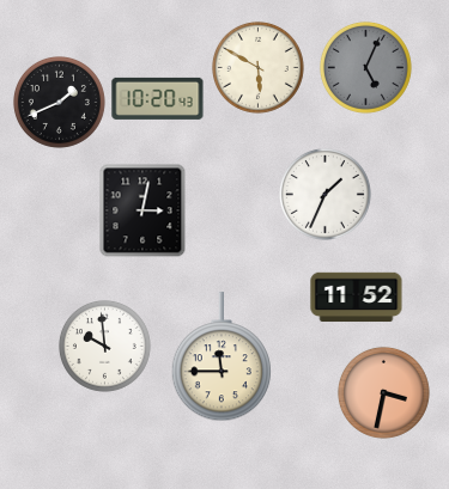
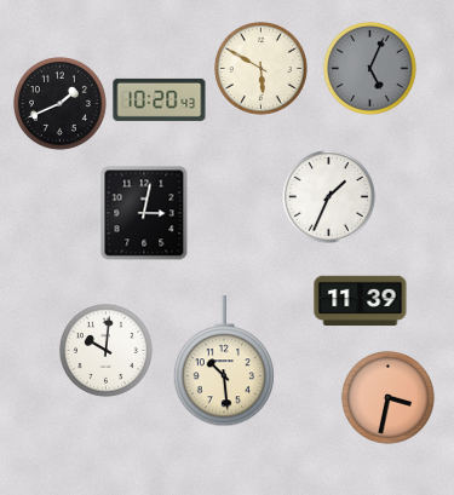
clock at (357, 298): 11:52 -> 11:39
clock at (104, 346): 9:59 -> 10:01
clock at (220, 357): 11:45 -> 10:29
